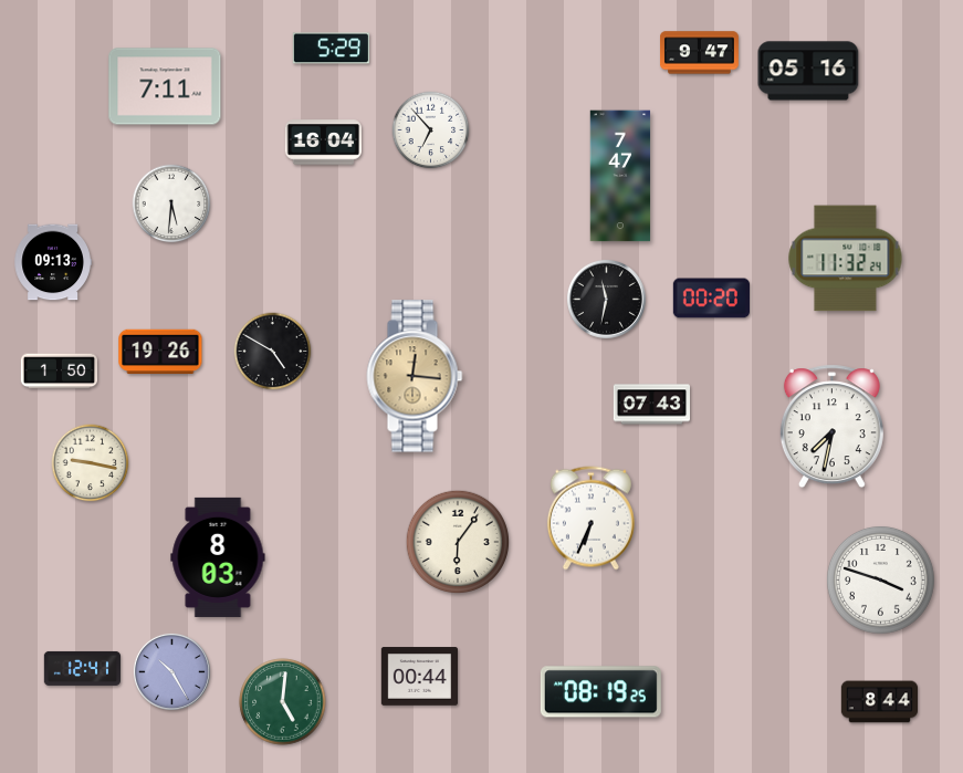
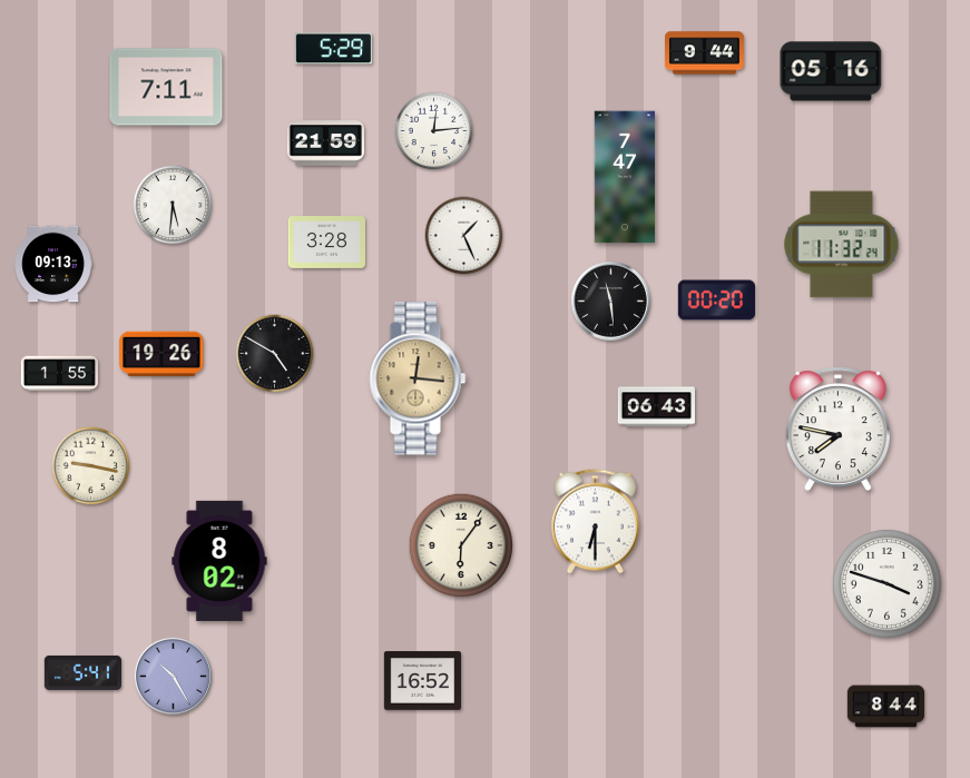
clock at (700, 53): 9:47 -> 9:44
clock at (808, 71) position: (808, 71) -> (831, 71)
clock at (431, 130): 6:53 -> 12:14
clock at (323, 143): 16:04 -> 21:59
clock at (464, 236): none -> 1:26
clock at (326, 243): none -> 3:28
clock at (846, 259) position: (846, 259) -> (842, 245)
clock at (606, 299): 11:32 -> 11:29
clock at (59, 372): 1:50 -> 1:55
clock at (651, 405): 07:43 -> 06:43
clock at (831, 427): 7:32 -> 7:47
clock at (590, 519): 6:34 -> 6:30
clock at (218, 557): 8:03 -> 8:02
clock at (82, 668): 12:41 -> 5:41
clock at (419, 677): 00:44 -> 16:52
clock at (600, 692): 08:19 -> none
clock at (283, 702): 5:01 -> none
